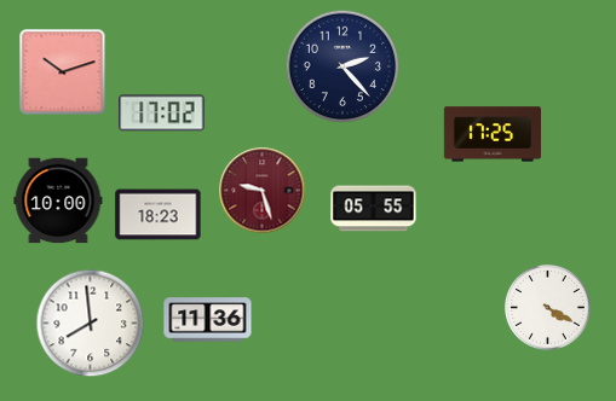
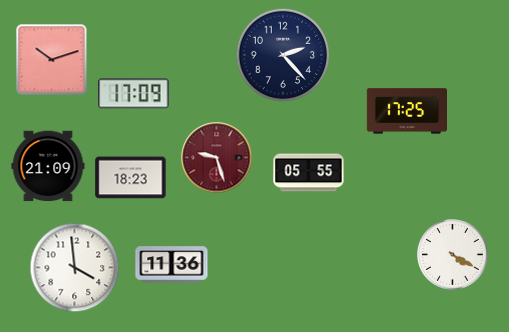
clock at (162, 114): 17:02 -> 17:09
clock at (58, 200): 10:00 -> 21:09
clock at (91, 324): 7:59 -> 3:59
